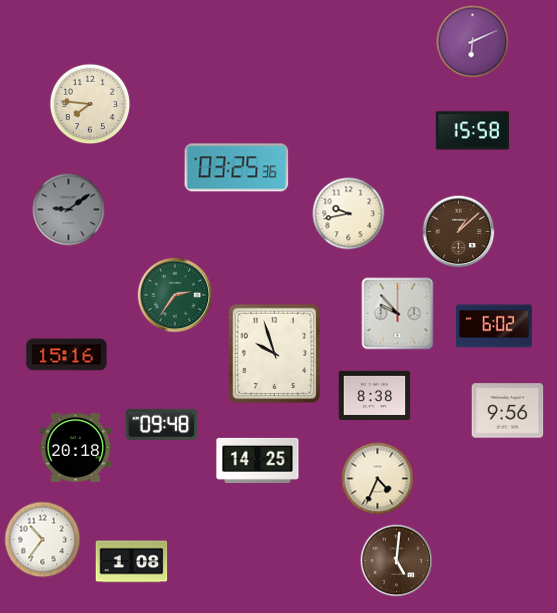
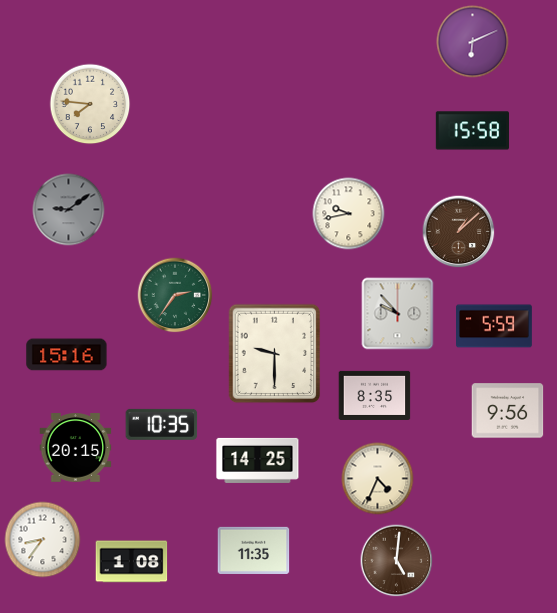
clock at (237, 168): 03:25 -> none
clock at (495, 326): 6:02 -> 5:59
clock at (275, 354): 9:57 -> 9:30
clock at (375, 395): 8:38 -> 8:35
clock at (162, 424): 09:48 -> 10:35
clock at (76, 448): 20:18 -> 20:15
clock at (43, 540): 10:36 -> 8:36
clock at (254, 550): none -> 11:35
